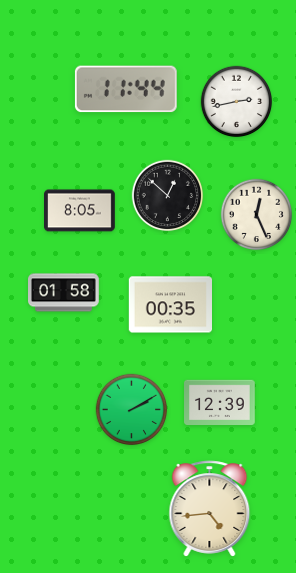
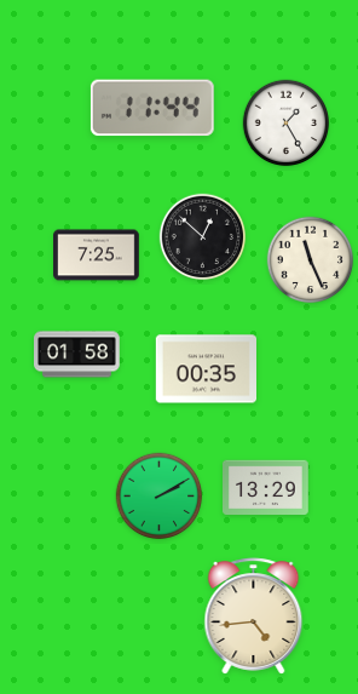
clock at (237, 102): 2:43 -> 1:25
clock at (80, 211): 8:05 -> 7:25
clock at (257, 215): 12:26 -> 11:26
clock at (220, 403): 12:39 -> 13:29
